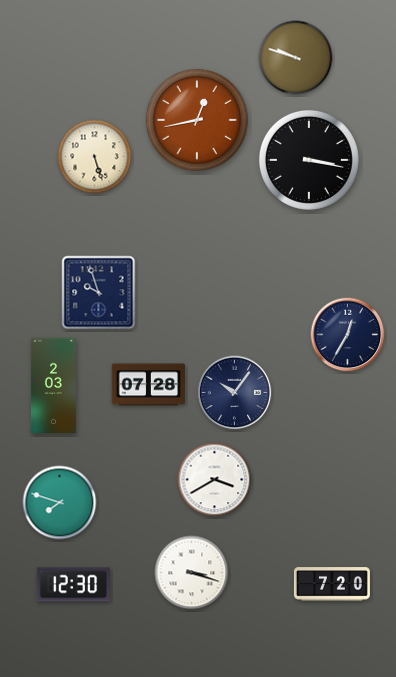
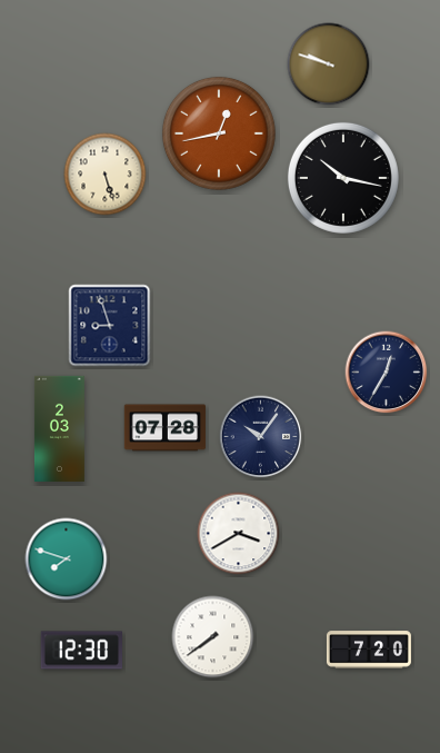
clock at (309, 160): 3:17 -> 10:17
clock at (99, 293): 9:57 -> 8:57
clock at (192, 573): 3:18 -> 7:39
